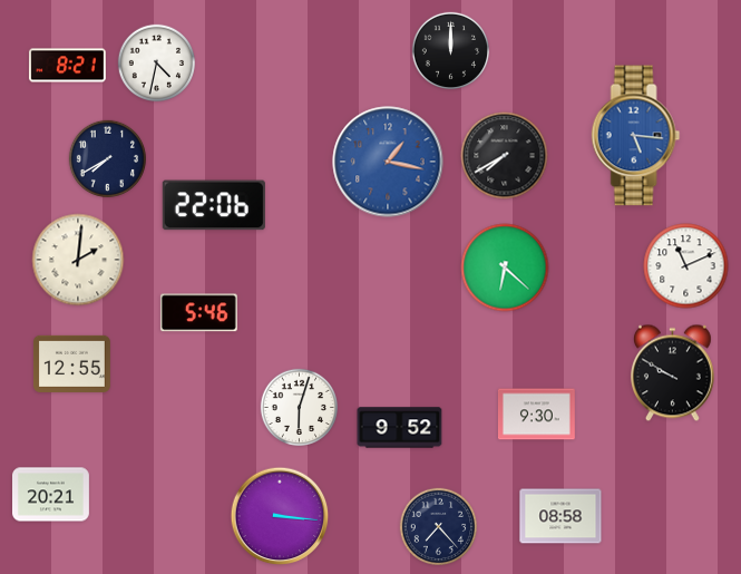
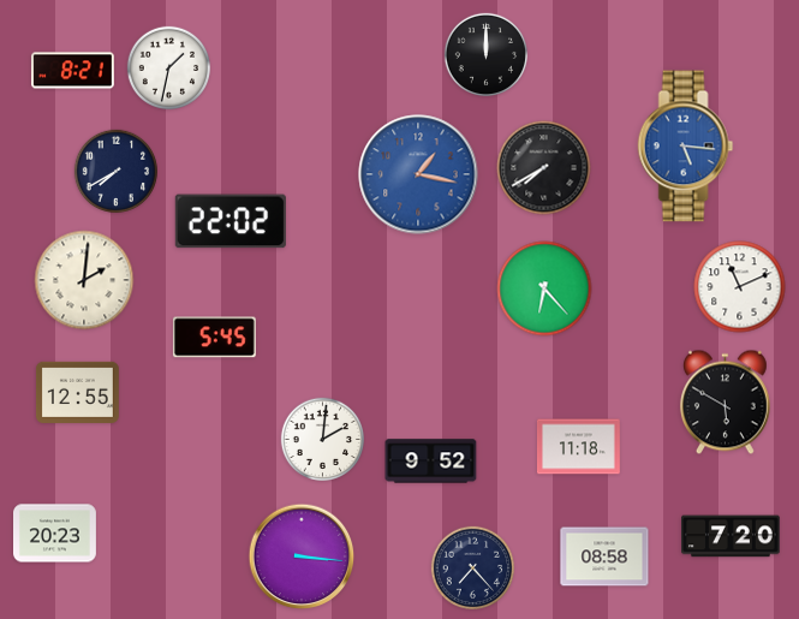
clock at (156, 62): 4:32 -> 1:32
clock at (214, 205): 22:06 -> 22:02
clock at (505, 267): 6:22 -> 6:23
clock at (198, 313): 5:46 -> 5:45
clock at (672, 373): 9:50 -> 5:50
clock at (299, 407): 6:03 -> 2:01
clock at (536, 415): 9:30 -> 11:18
clock at (51, 495): 20:21 -> 20:23
clock at (732, 536): none -> 7:20
